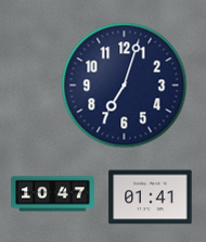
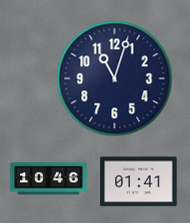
clock at (125, 86): 7:03 -> 11:03
clock at (53, 194): 10:47 -> 10:46
